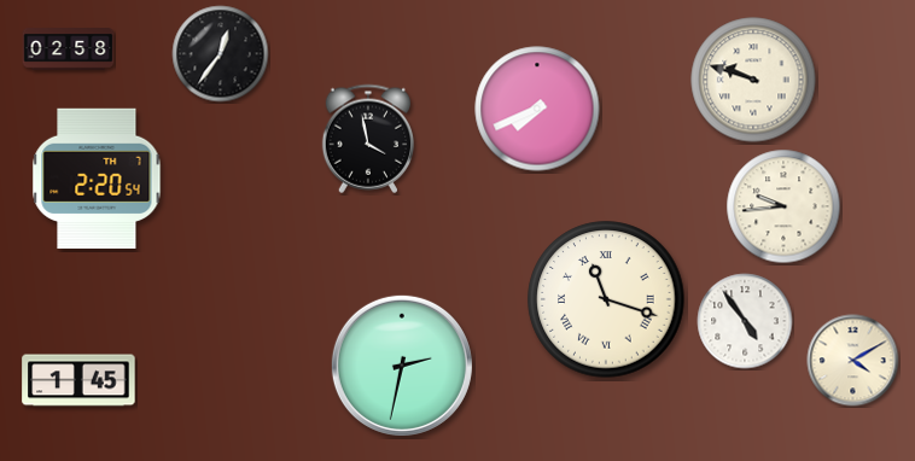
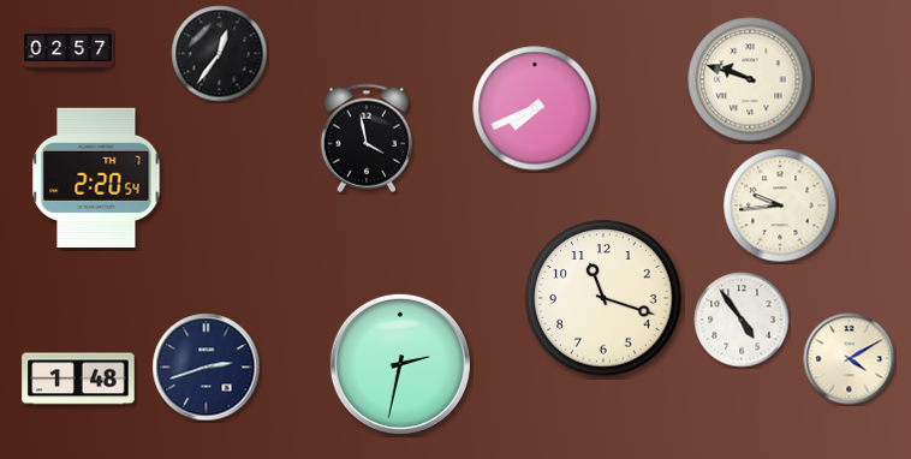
clock at (69, 49): 02:58 -> 02:57
clock at (606, 299) numerals: Roman -> Arabic
clock at (207, 368): none -> 2:42
clock at (78, 380): 1:45 -> 1:48
